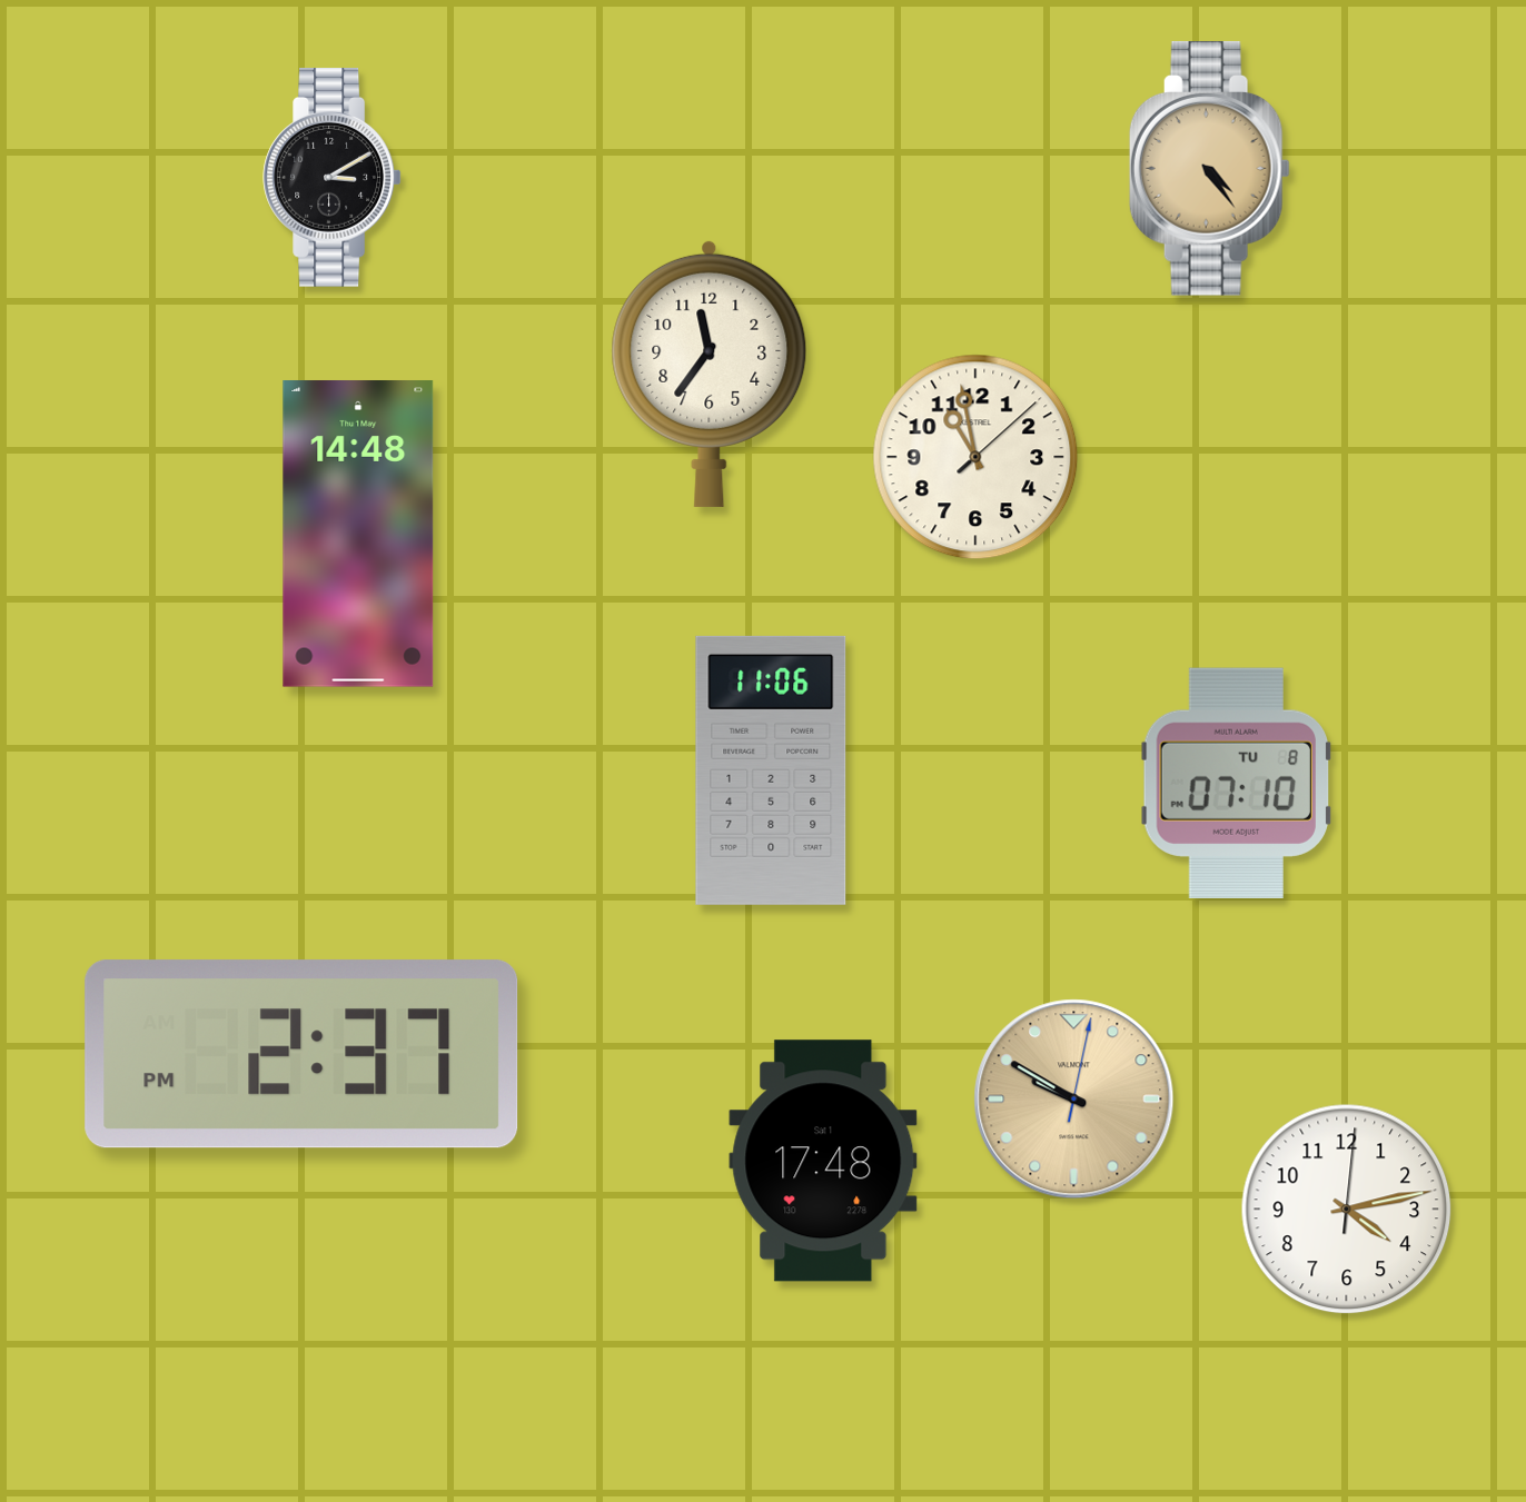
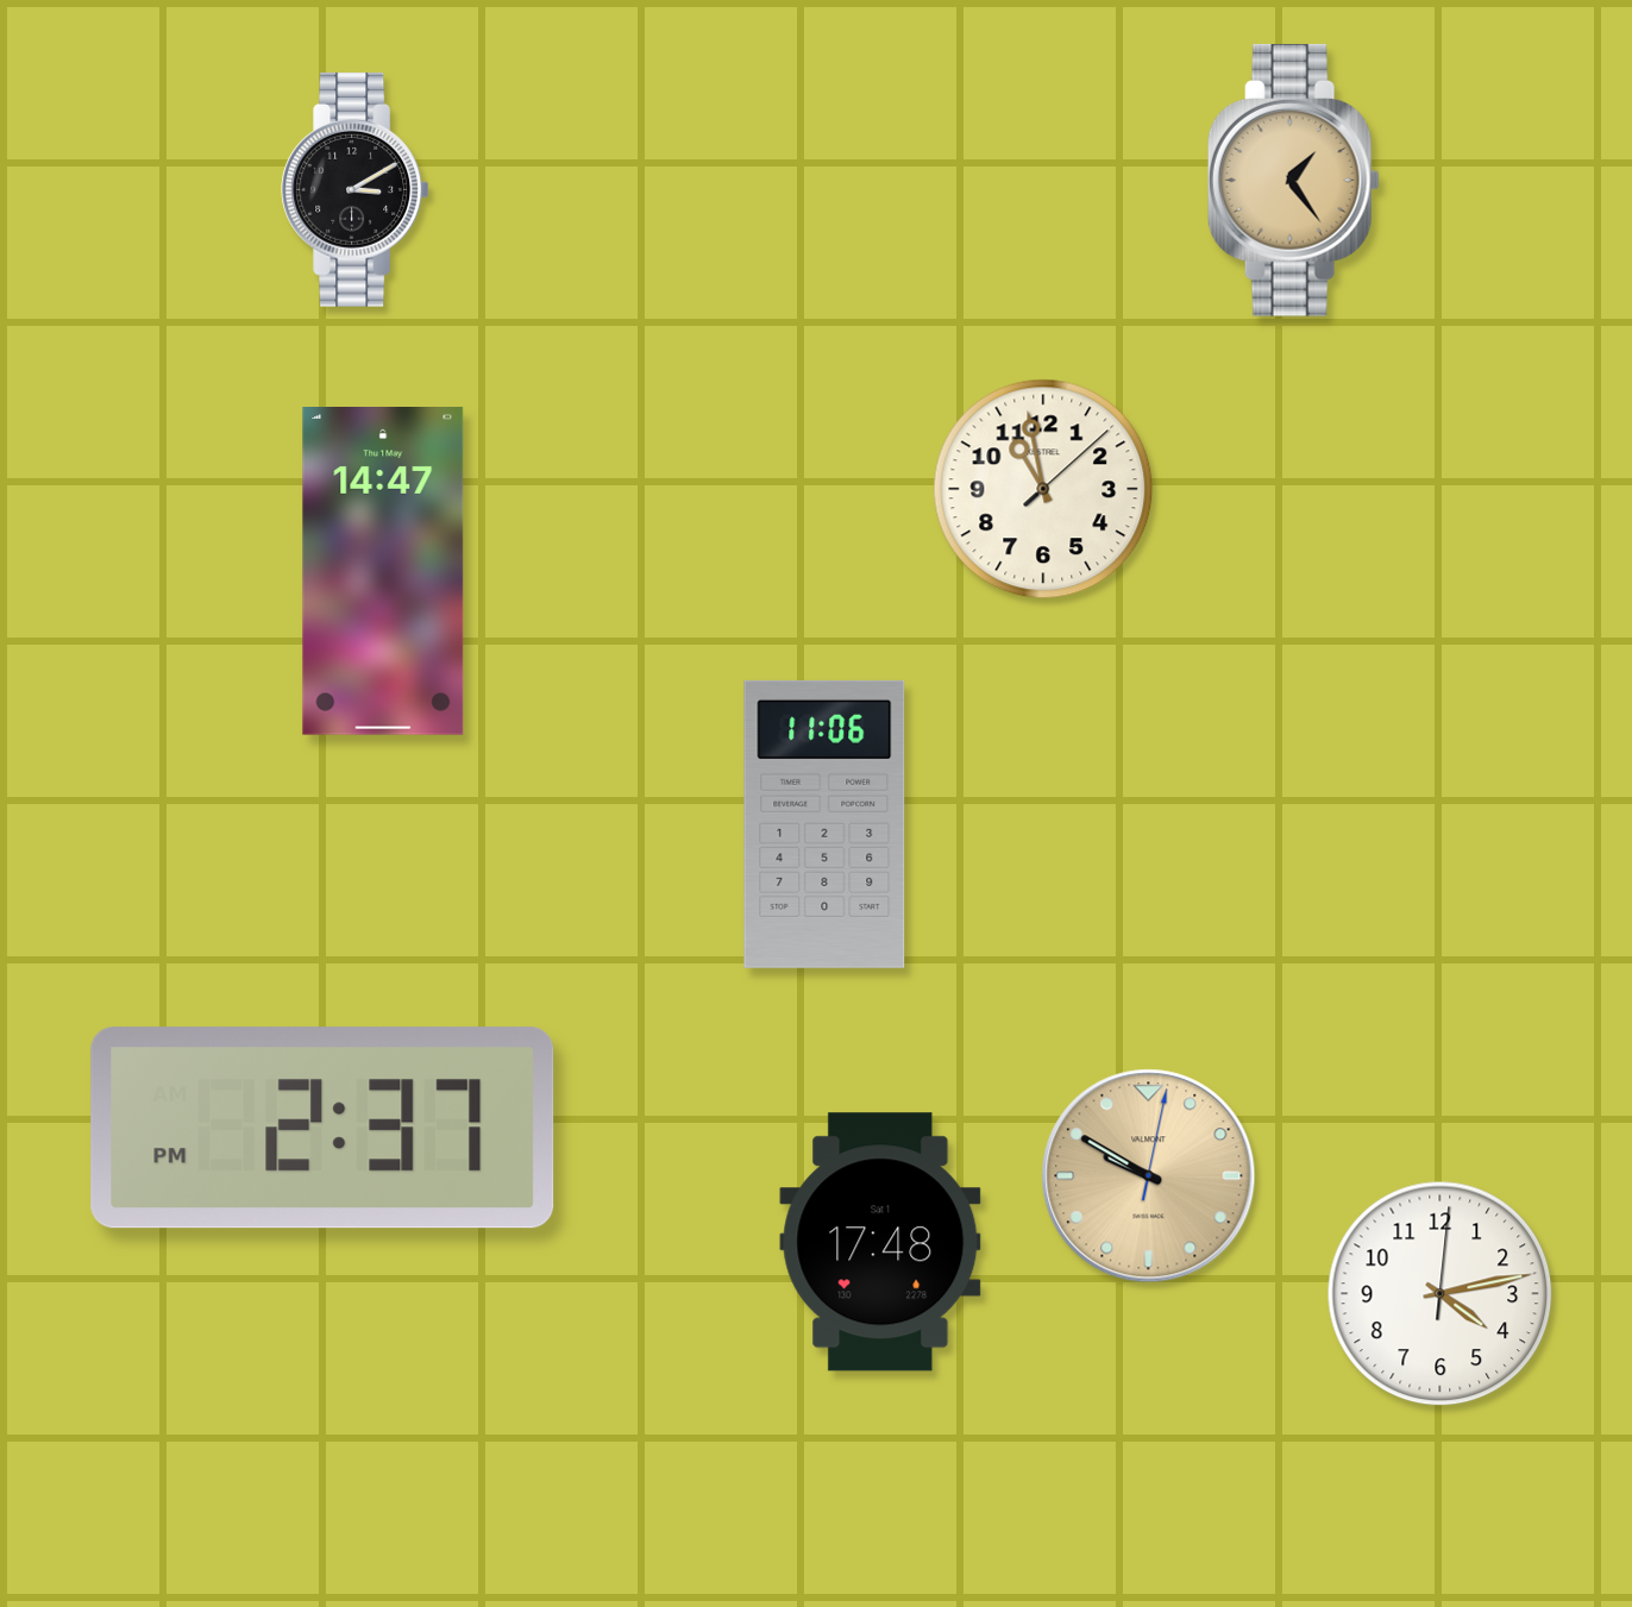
clock at (1209, 168): 4:24 -> 1:24
clock at (710, 374): 11:36 -> none
clock at (358, 535): 14:48 -> 14:47
clock at (1236, 783): 07:10 -> none
